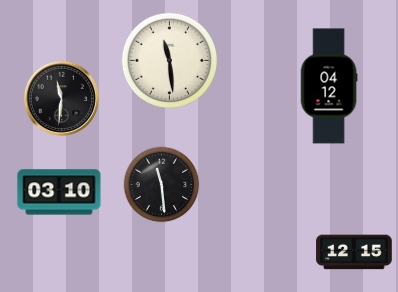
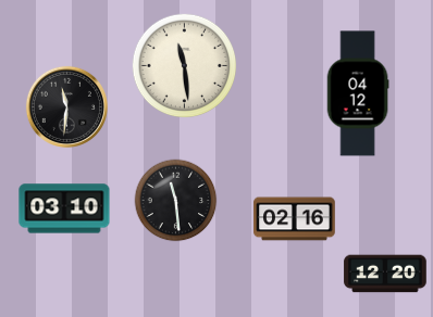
clock at (295, 219): none -> 02:16
clock at (354, 252): 12:15 -> 12:20
